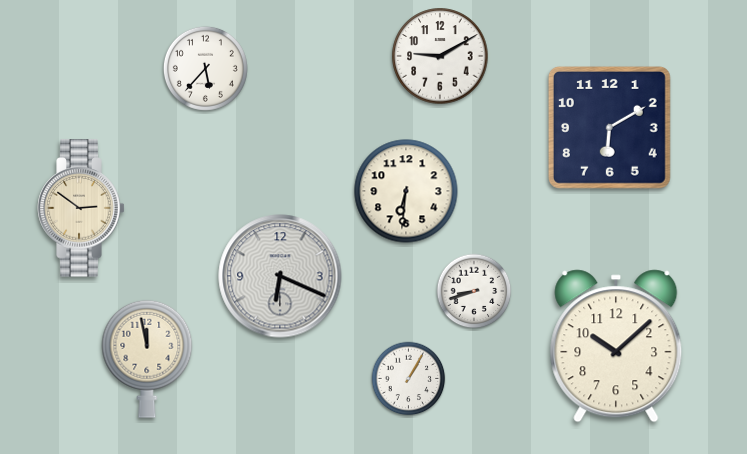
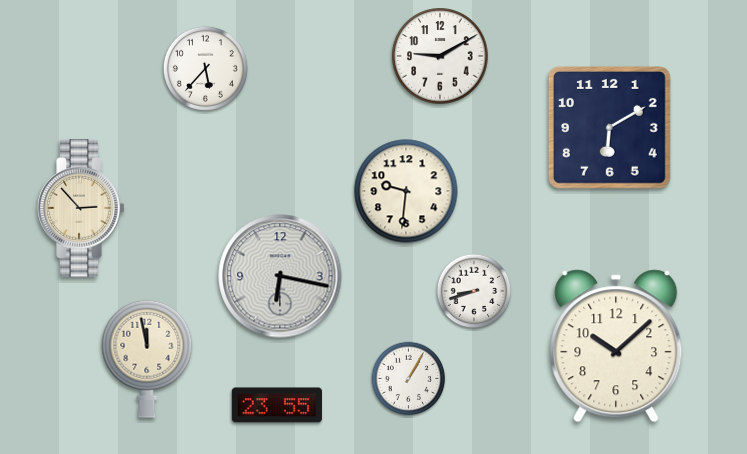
clock at (406, 191): 6:31 -> 9:31
clock at (81, 208): 2:51 -> 2:53
clock at (280, 276): 6:19 -> 6:17
clock at (277, 405): none -> 23:55
